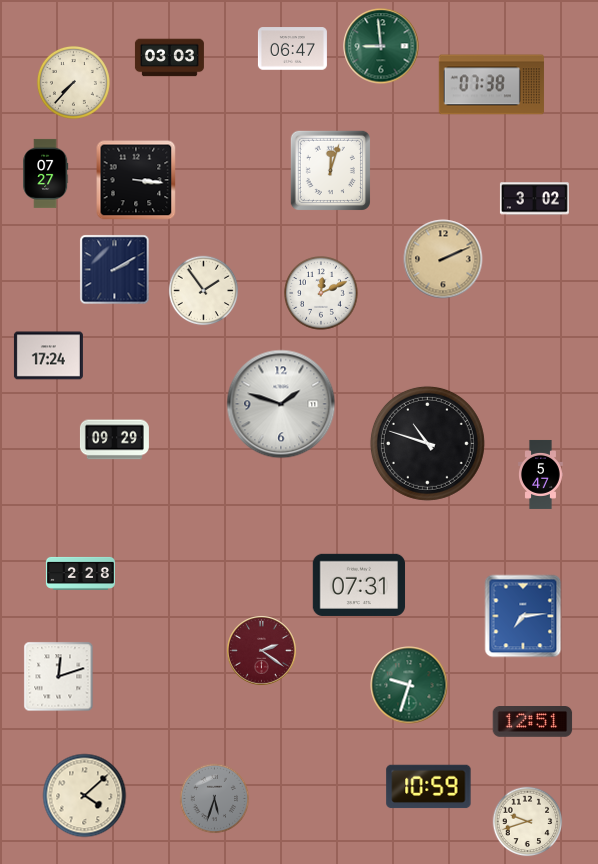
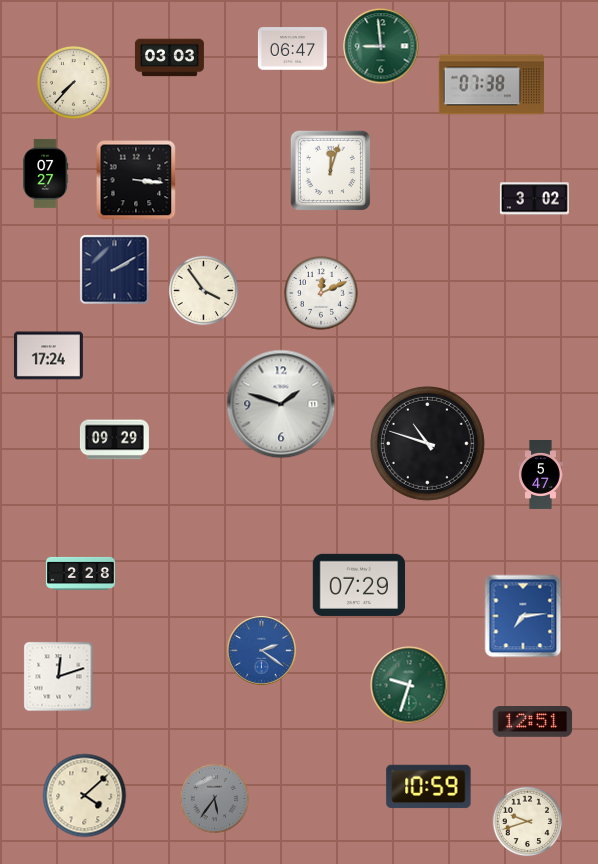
clock at (443, 259): 2:11 -> none
clock at (204, 291): 1:54 -> 3:54
clock at (359, 585): 07:31 -> 07:29
clock at (262, 651) dial: burgundy -> blue
clock at (215, 799): 5:33 -> 5:36
